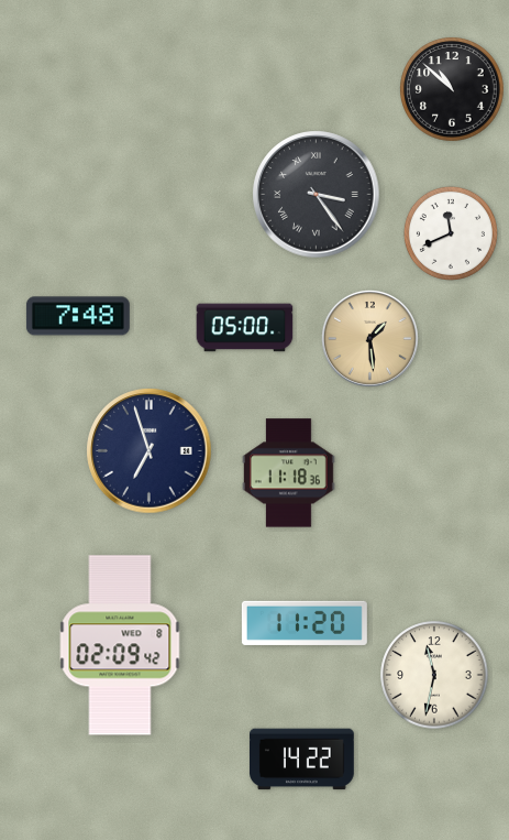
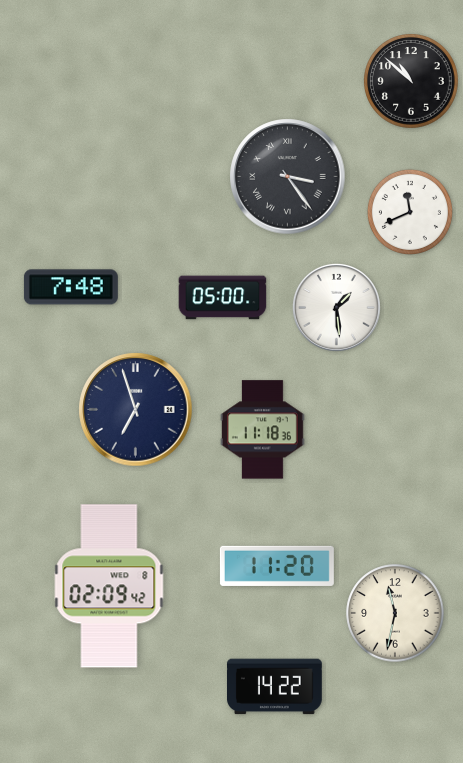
clock at (369, 338) dial: champagne -> white
clock at (302, 760) position: (302, 760) -> (275, 687)
